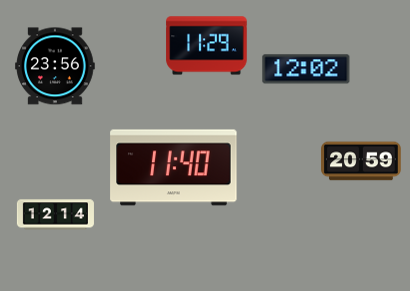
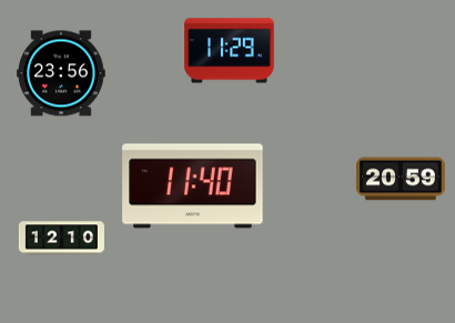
clock at (306, 69): 12:02 -> none
clock at (55, 215): 12:14 -> 12:10
